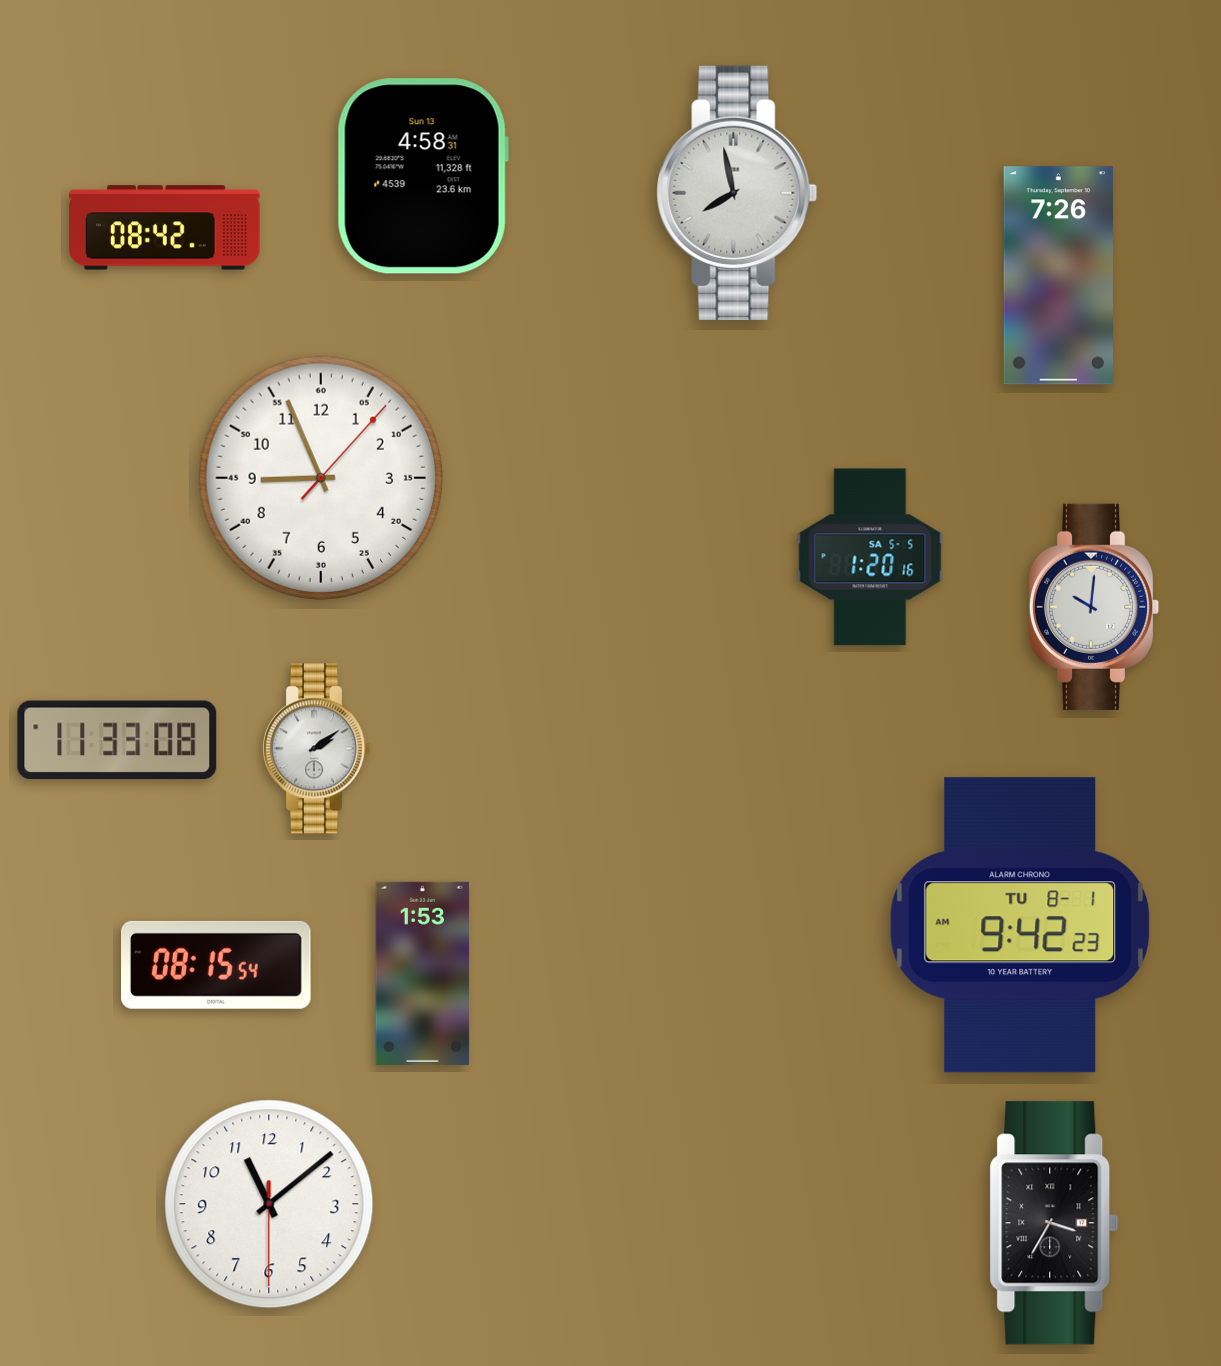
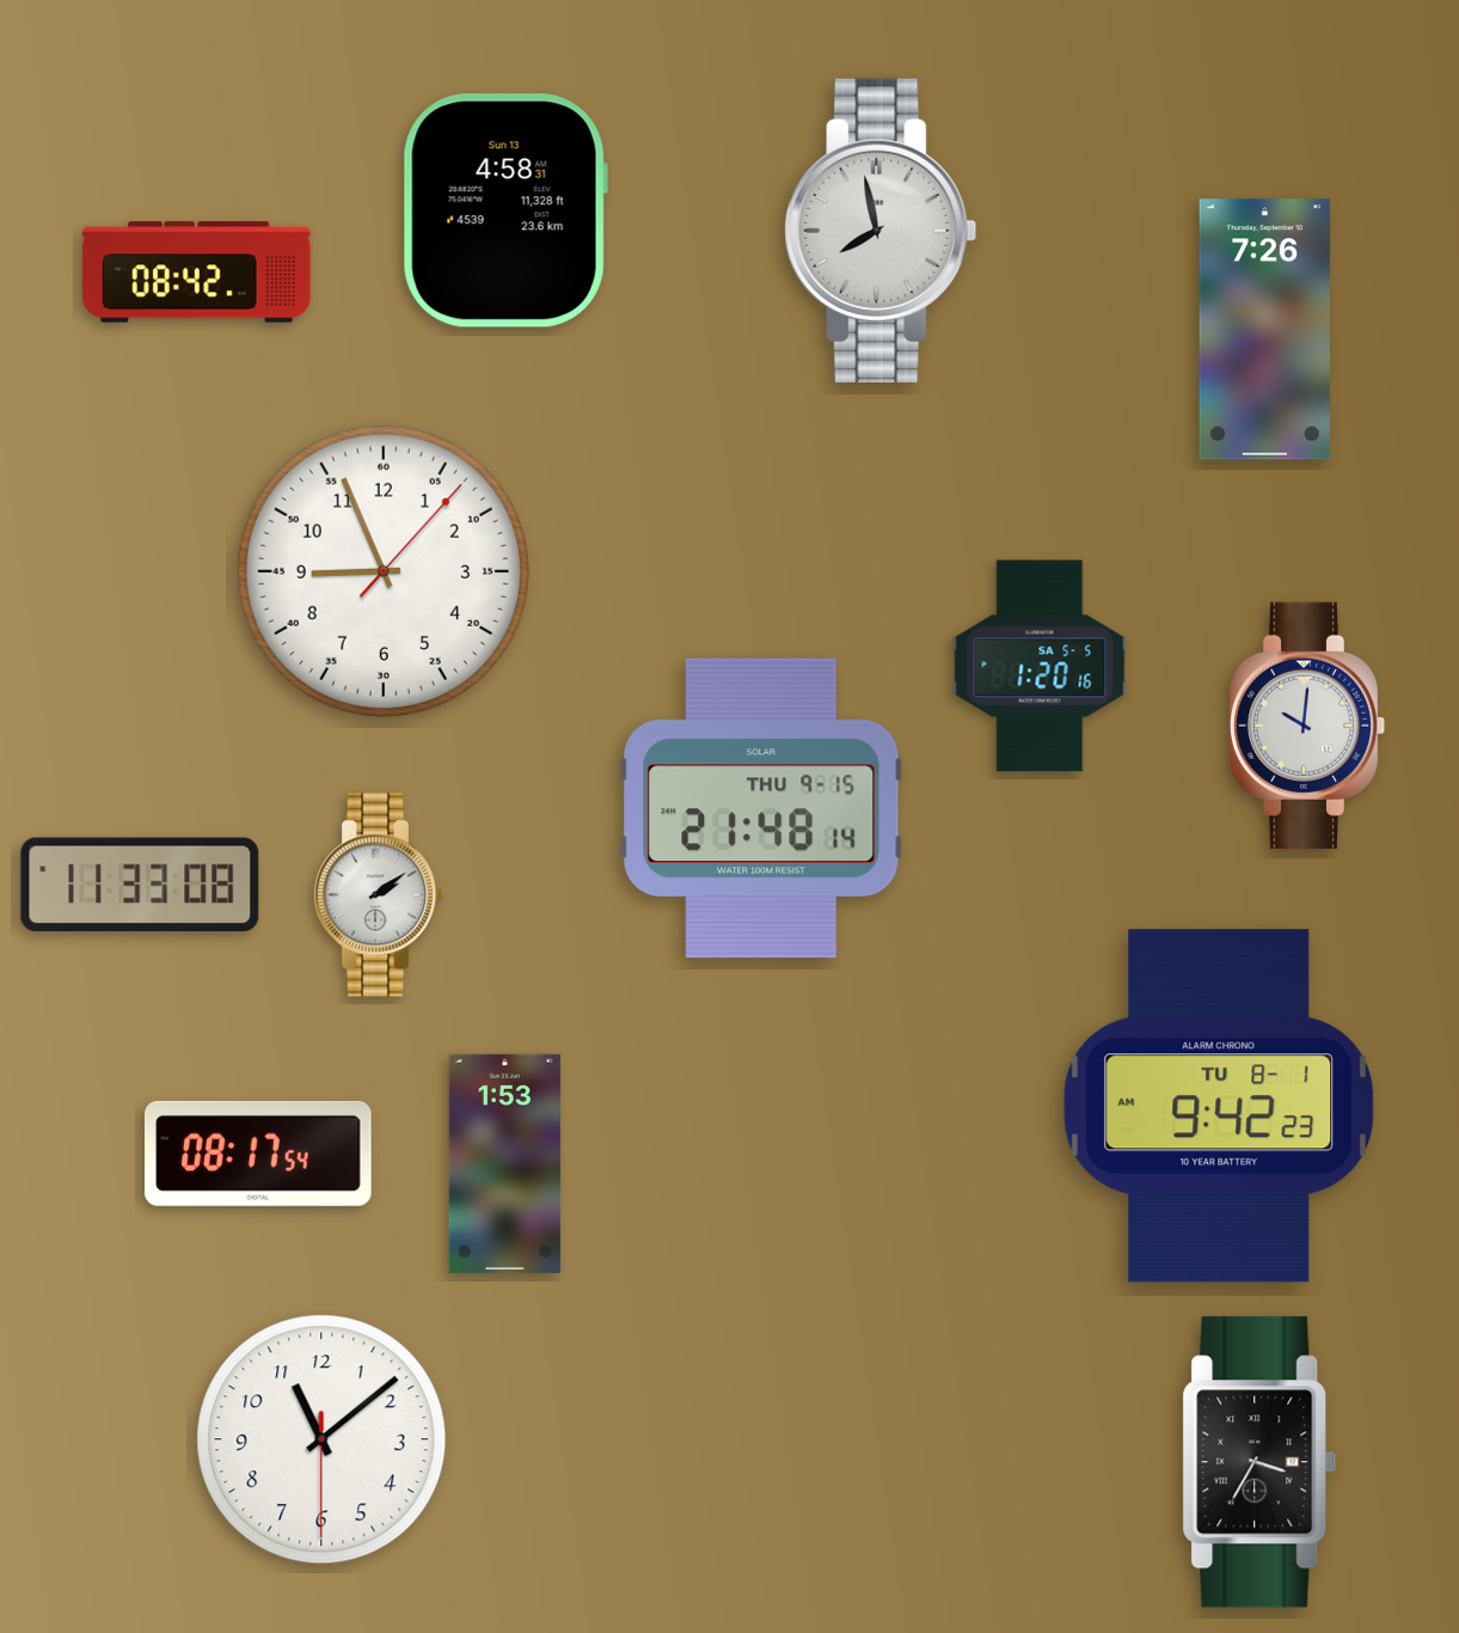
clock at (761, 808): none -> 21:48
clock at (217, 965): 08:15 -> 08:17
